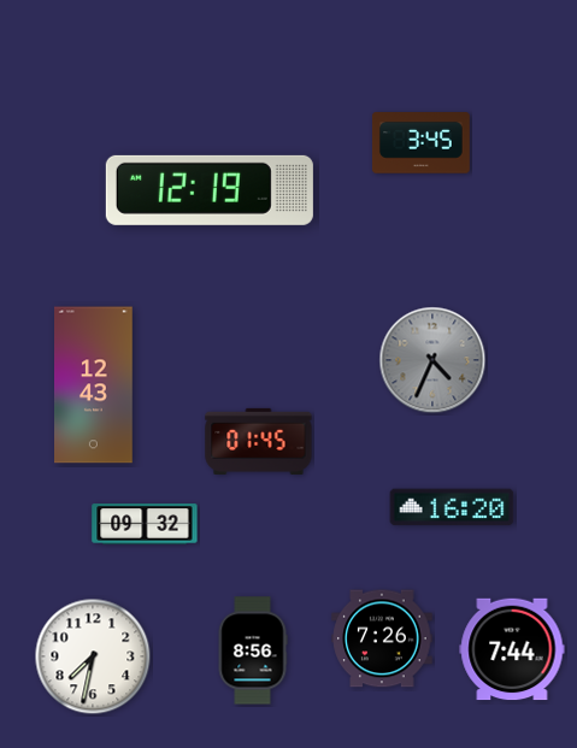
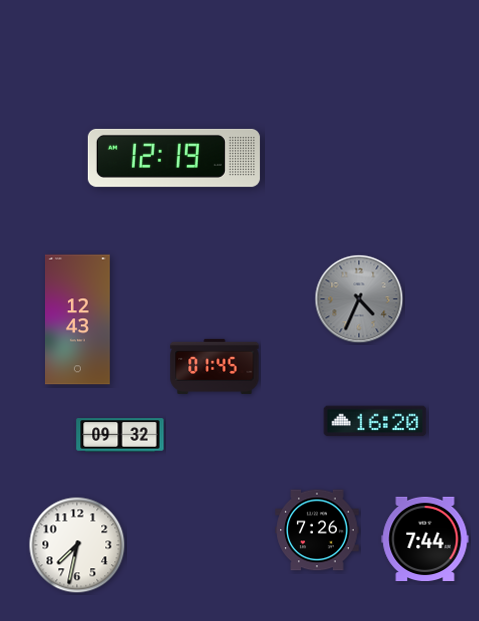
clock at (420, 143): 3:45 -> none
clock at (253, 650): 8:56 -> none
